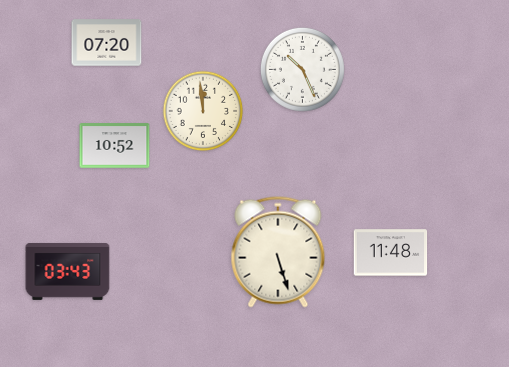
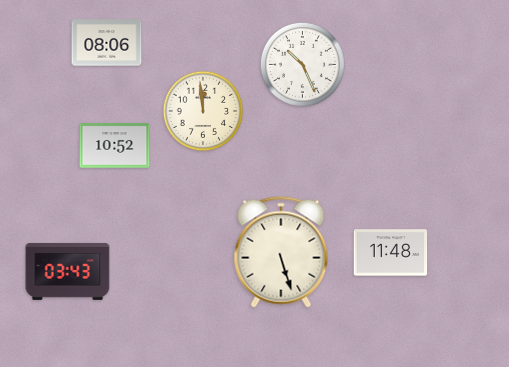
clock at (107, 43): 07:20 -> 08:06
clock at (302, 69) position: (302, 69) -> (302, 64)
clock at (278, 252) position: (278, 252) -> (281, 252)
